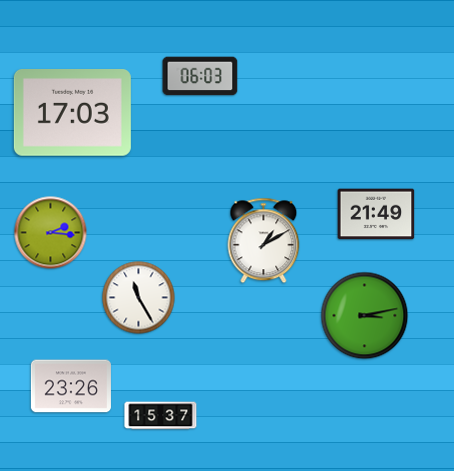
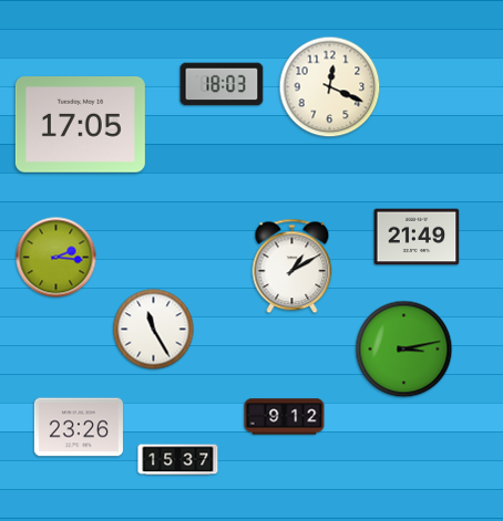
clock at (200, 76): 06:03 -> 18:03
clock at (330, 87): none -> 12:19
clock at (72, 113): 17:03 -> 17:05
clock at (285, 417): none -> 9:12
